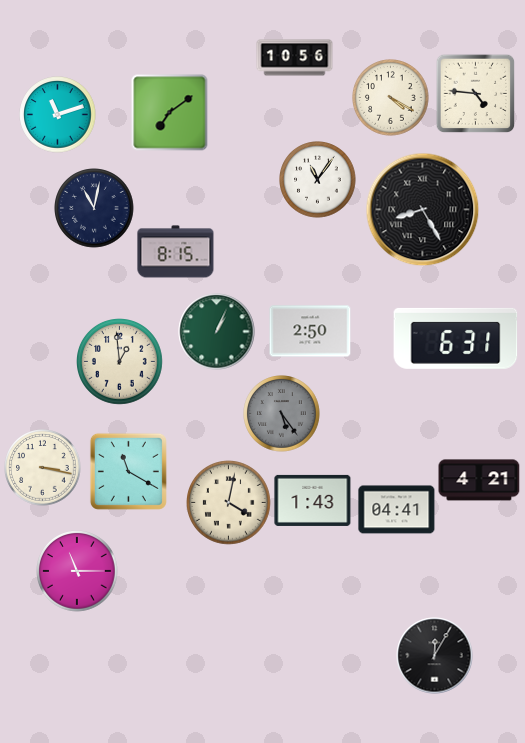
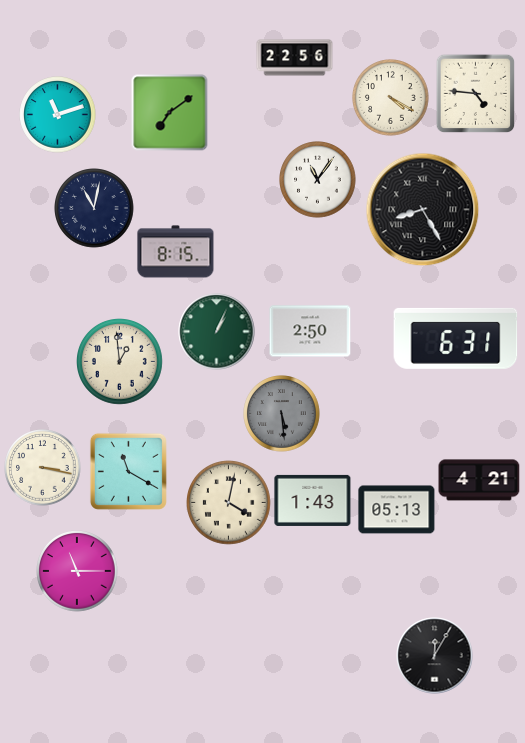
clock at (295, 58): 10:56 -> 22:56
clock at (282, 414): 5:24 -> 5:29
clock at (397, 510): 04:41 -> 05:13
